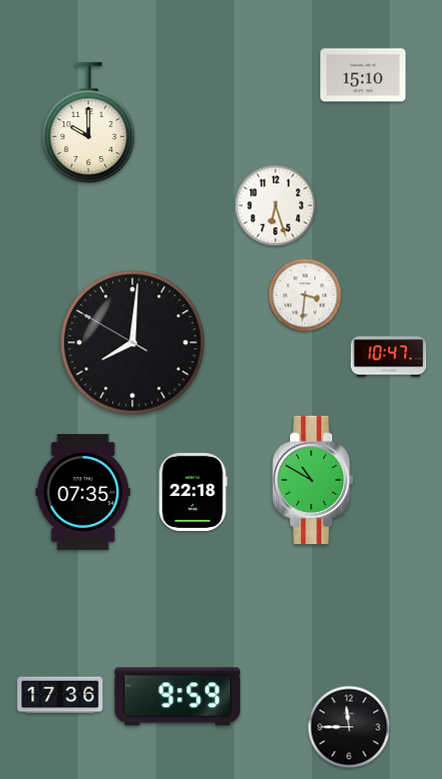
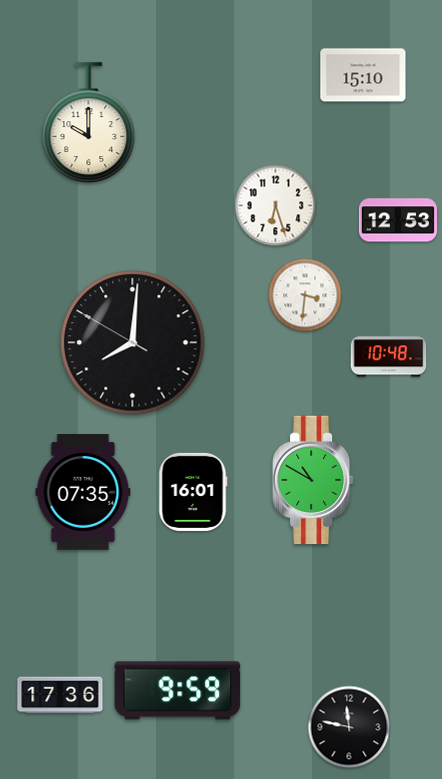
clock at (398, 220): none -> 12:53
clock at (389, 357): 10:47 -> 10:48
clock at (193, 492): 22:18 -> 16:01
clock at (178, 697) position: (178, 697) -> (178, 691)
clock at (349, 727): 11:45 -> 11:47
